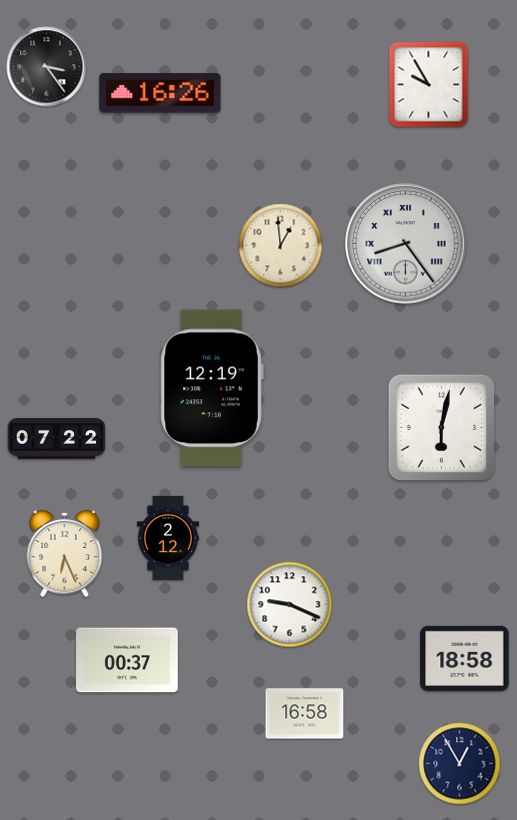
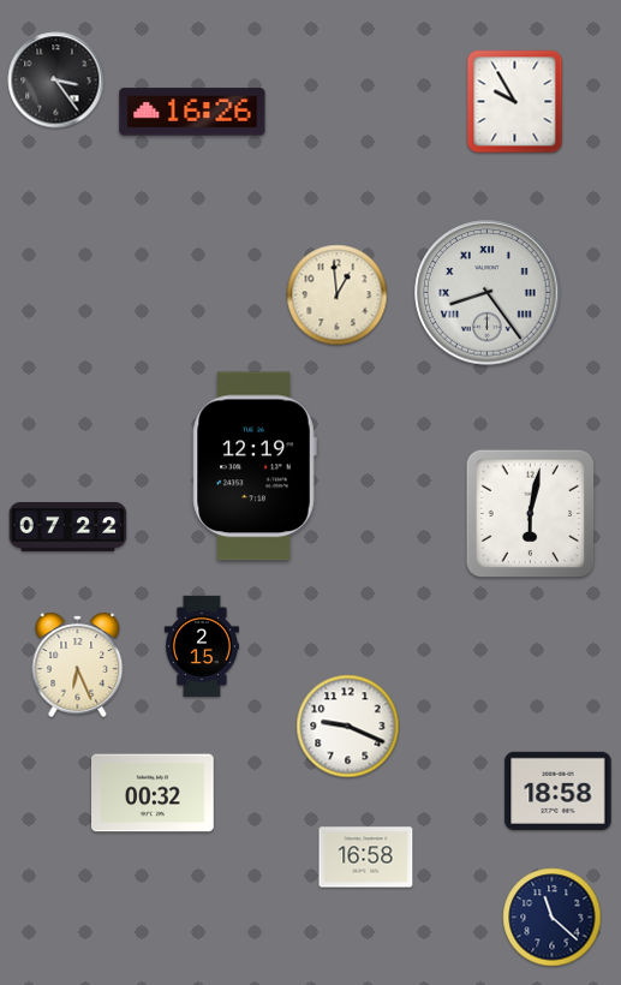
clock at (168, 538): 2:12 -> 2:15
clock at (128, 660): 00:37 -> 00:32
clock at (460, 764): 12:55 -> 11:22
